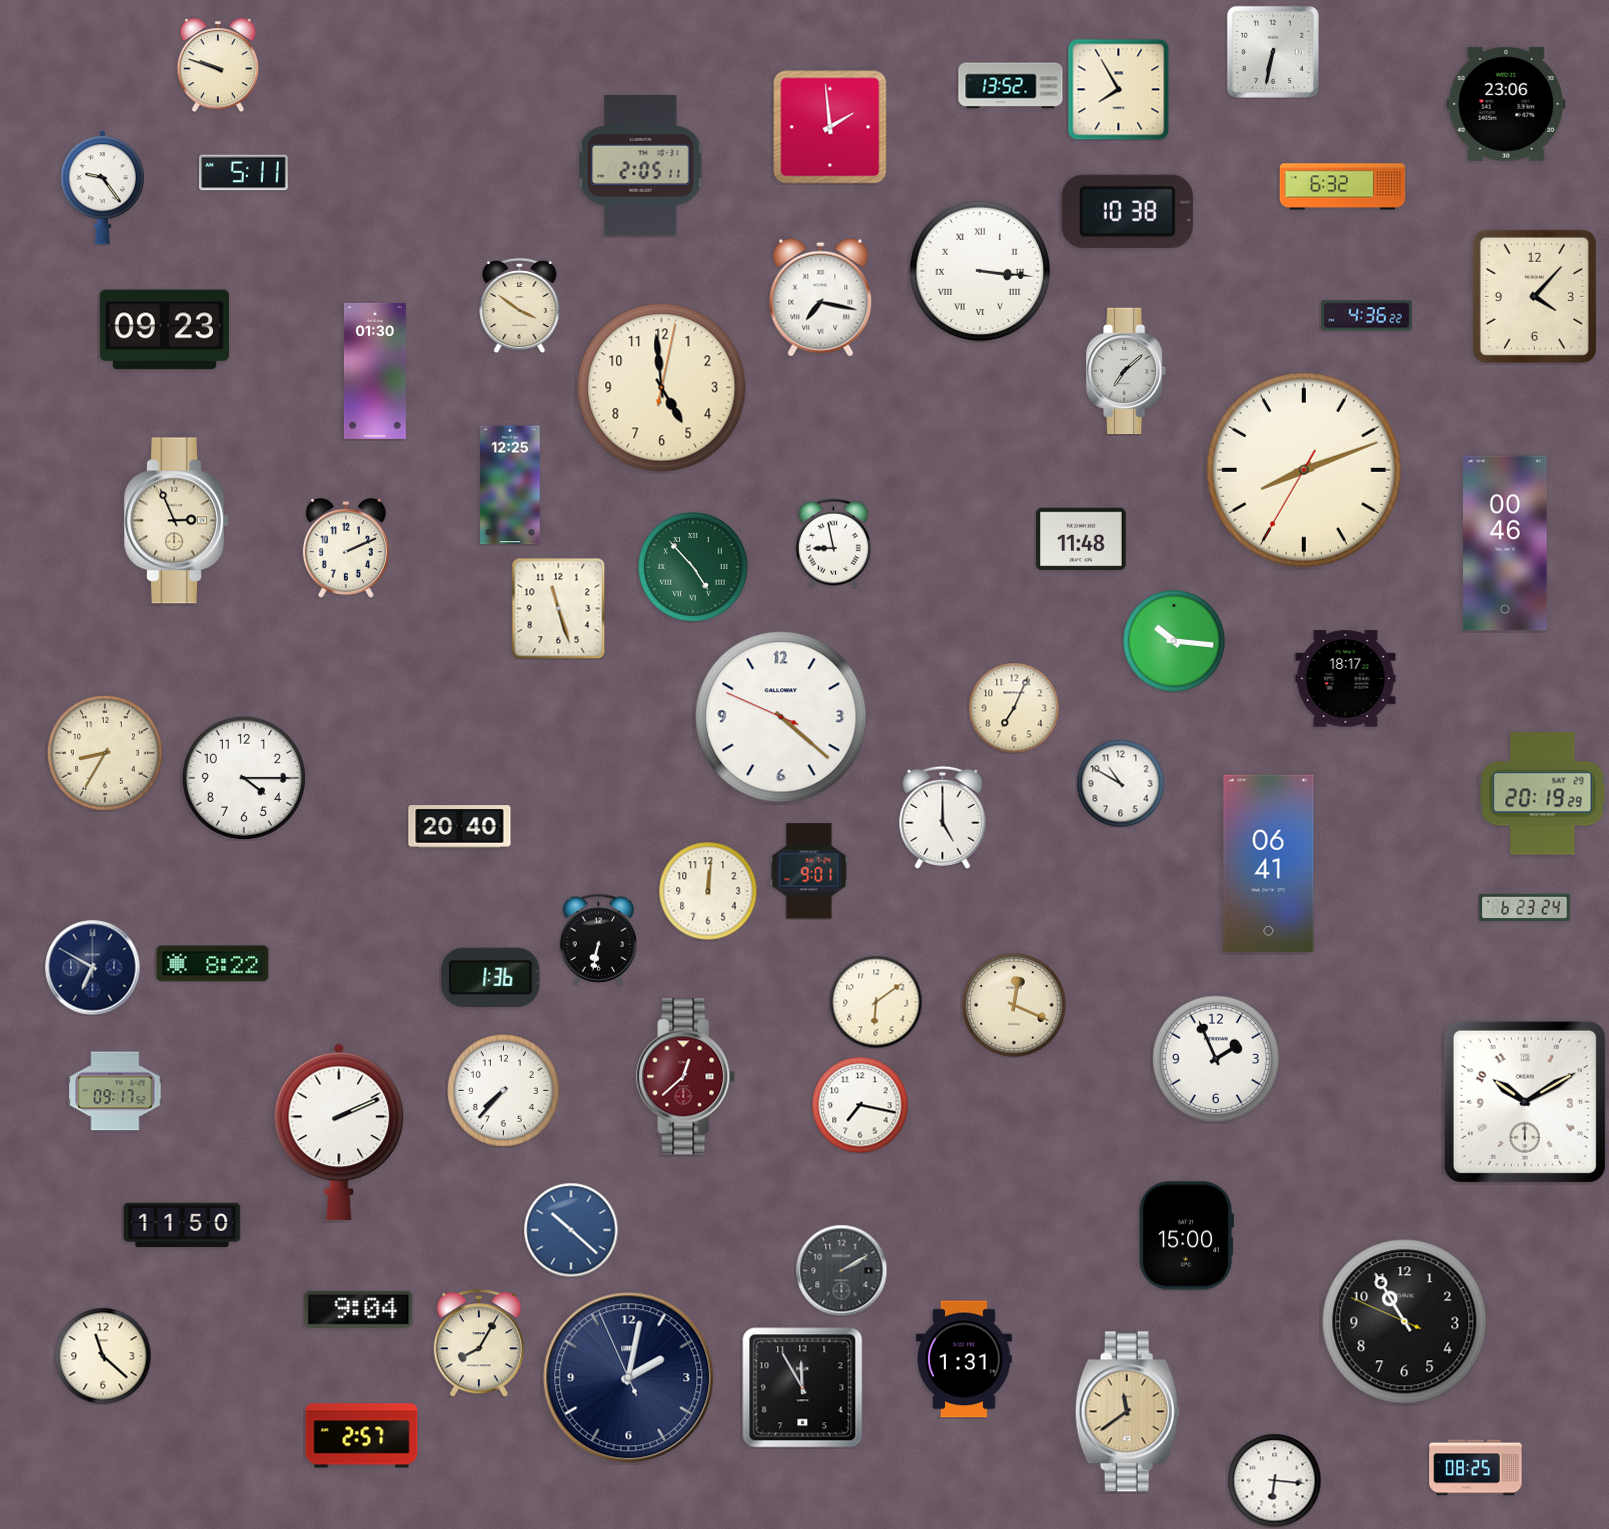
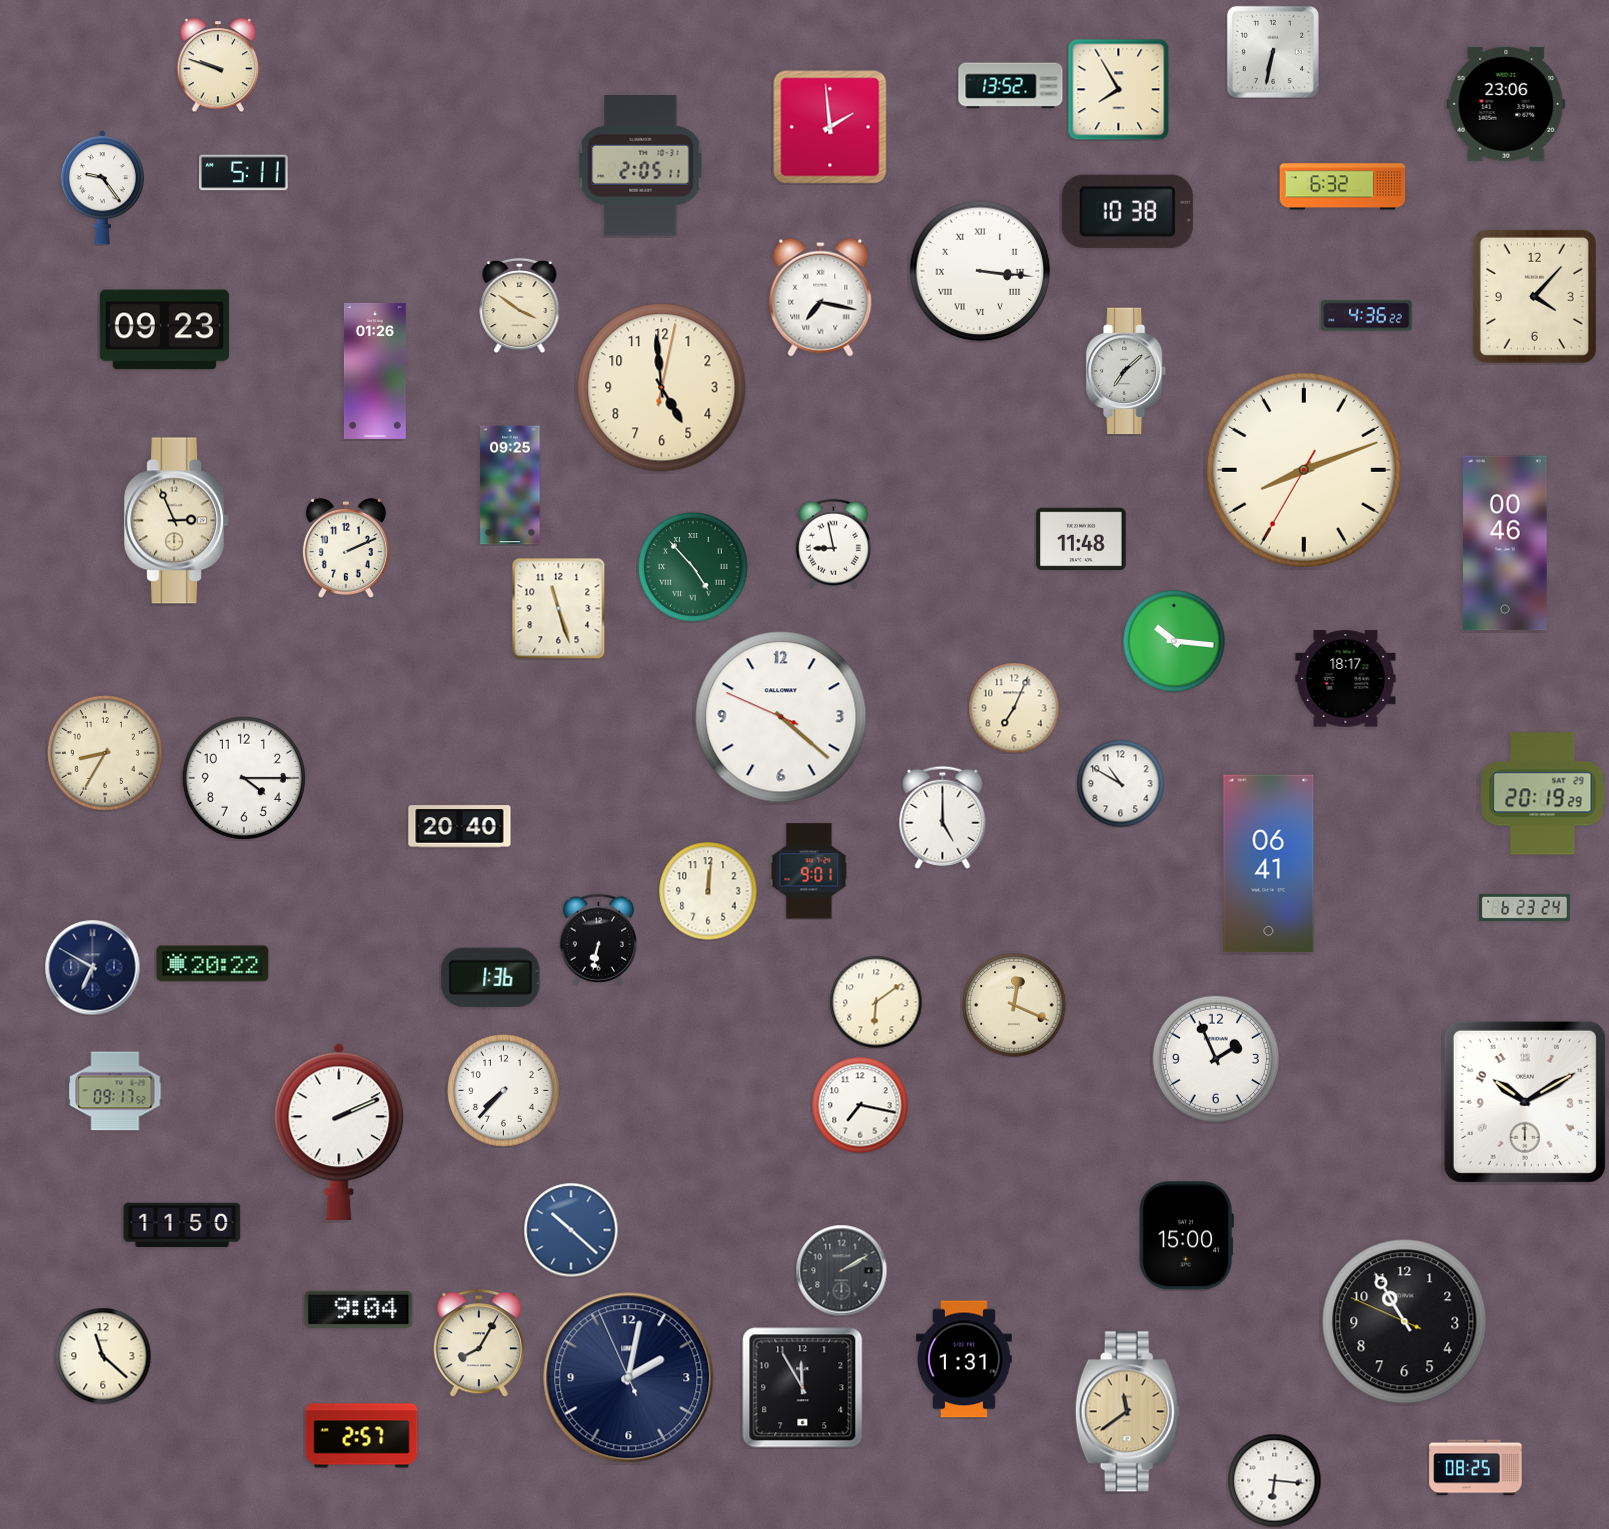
clock at (375, 371): 01:30 -> 01:26
clock at (510, 485): 12:25 -> 09:25
clock at (213, 964): 8:22 -> 20:22
clock at (686, 1077): 12:38 -> none
